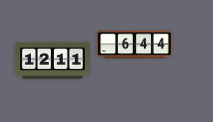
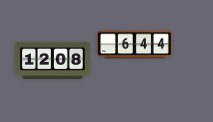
clock at (53, 60): 12:11 -> 12:08
